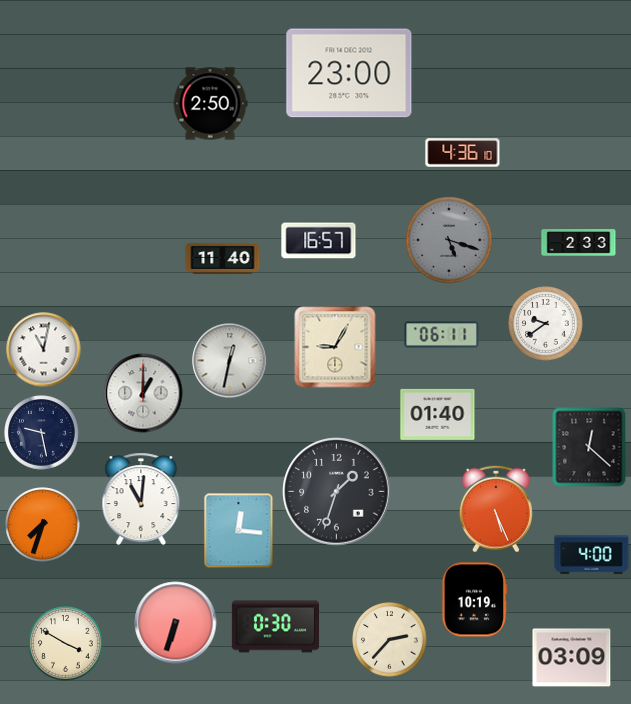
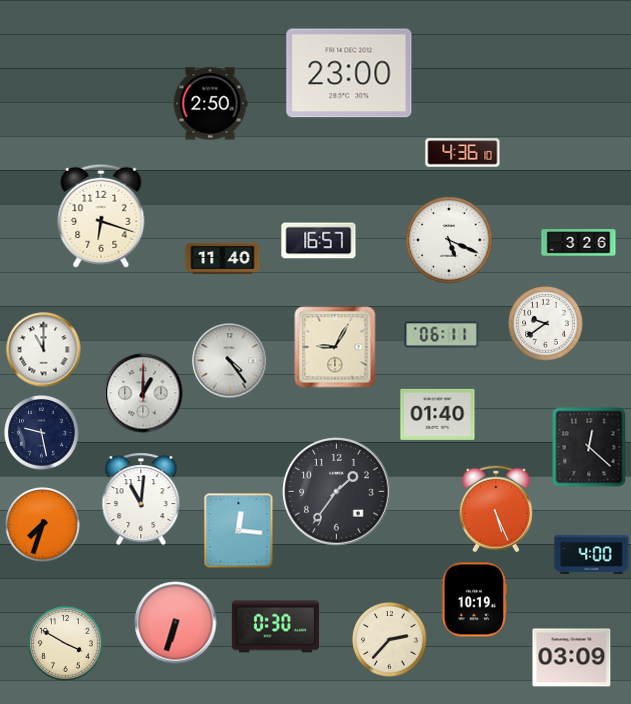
clock at (101, 216): none -> 6:18
clock at (449, 240): 5:18 -> 5:19
clock at (449, 240) dial: grey -> white
clock at (579, 243): 2:33 -> 3:26
clock at (44, 350): 11:02 -> 11:00
clock at (230, 361): 12:32 -> 4:24
clock at (337, 492): 1:33 -> 1:36
